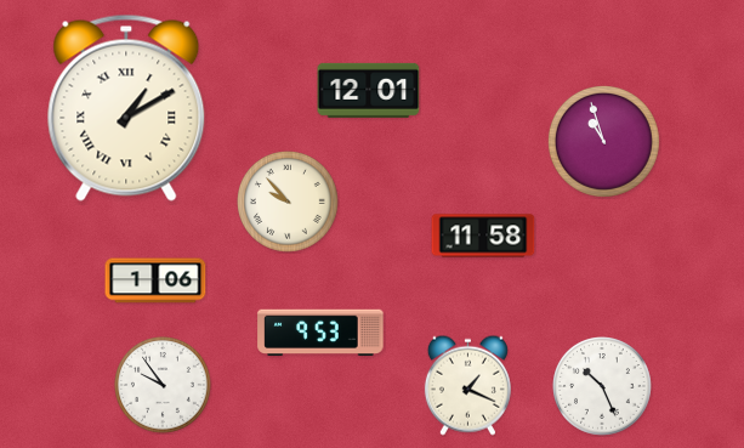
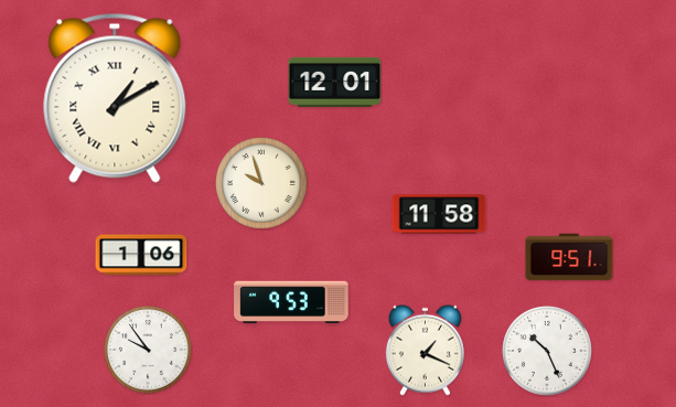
clock at (603, 141): 10:57 -> none
clock at (289, 203): 9:53 -> 9:57
clock at (569, 257): none -> 9:51
